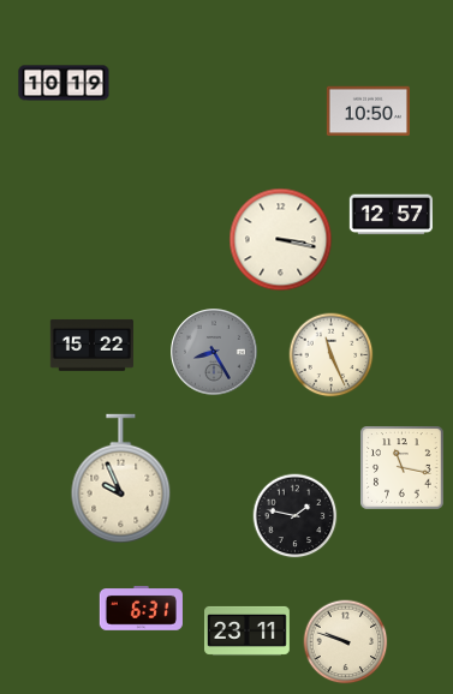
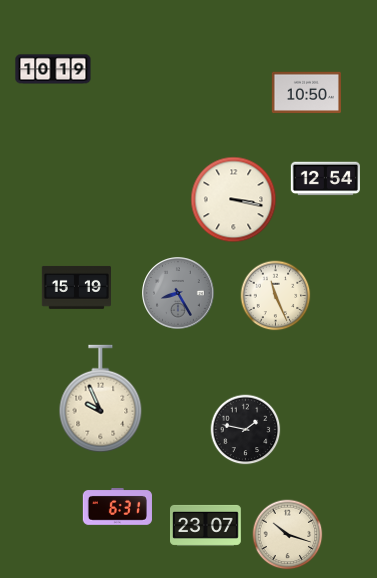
clock at (391, 215): 12:57 -> 12:54
clock at (91, 345): 15:22 -> 15:19
clock at (403, 468): 11:17 -> none
clock at (248, 630): 23:11 -> 23:07
clock at (346, 642): 9:48 -> 10:18
